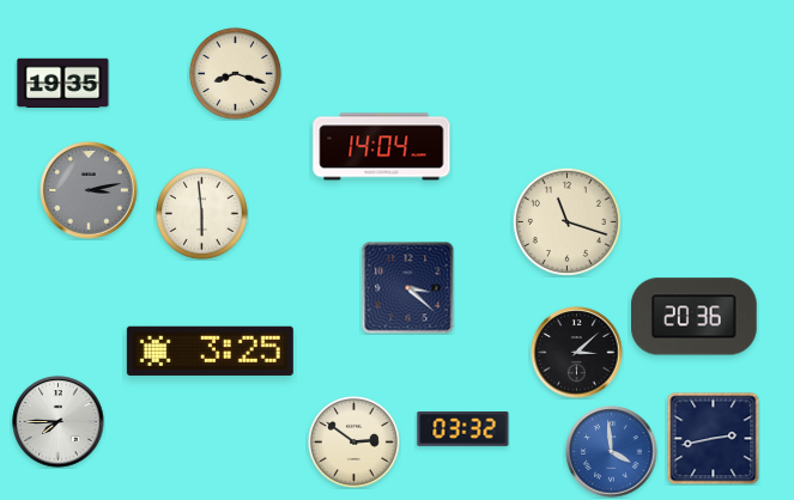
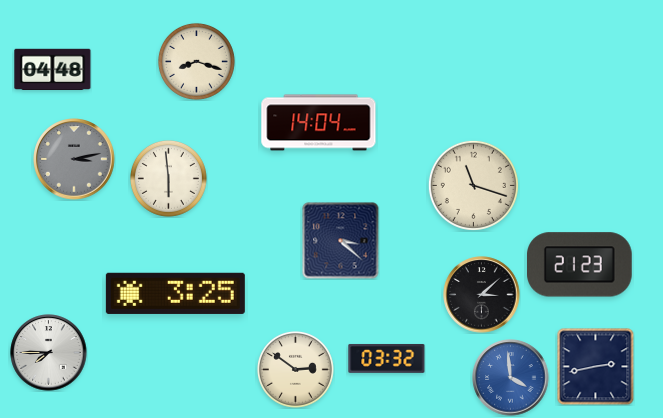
clock at (63, 84): 19:35 -> 04:48
clock at (695, 317): 20:36 -> 21:23
